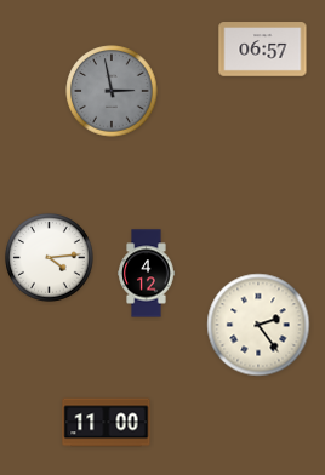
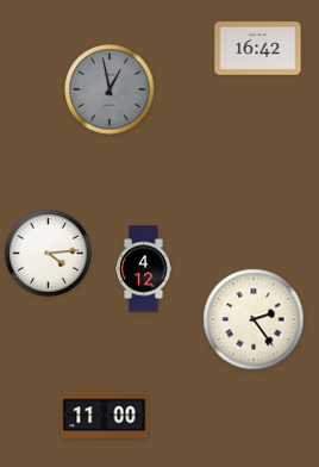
clock at (263, 50): 06:57 -> 16:42
clock at (112, 91): 2:58 -> 12:58
